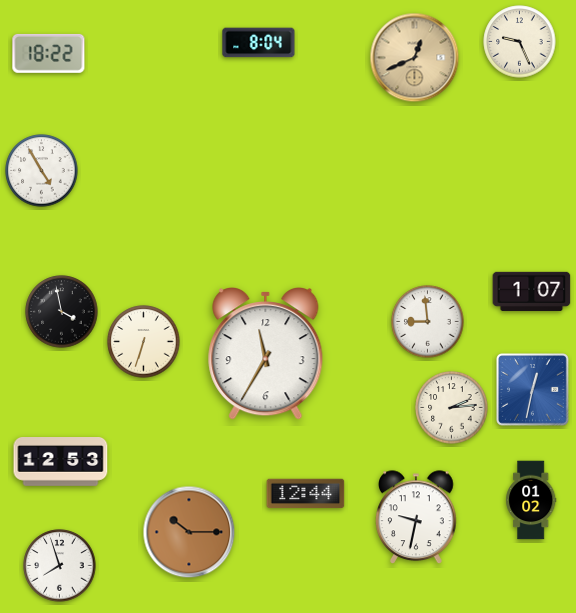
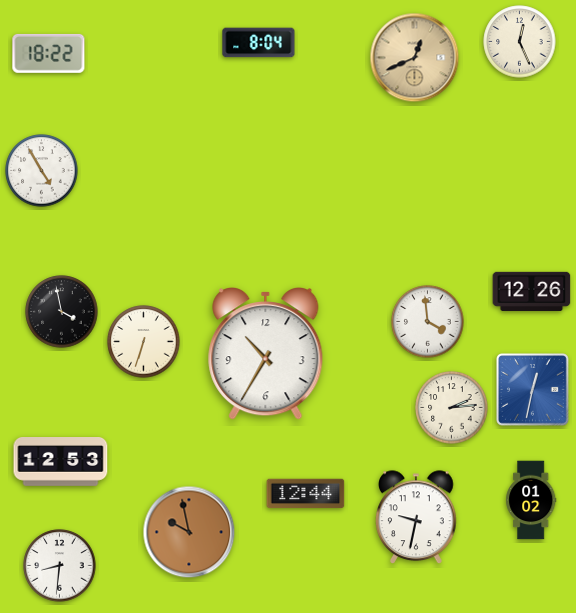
clock at (520, 42): 9:26 -> 12:26
clock at (532, 291): 1:07 -> 12:26
clock at (428, 322): 8:59 -> 3:59
clock at (266, 354): 11:35 -> 10:35
clock at (189, 532): 10:15 -> 9:58
clock at (60, 566): 7:57 -> 8:31
